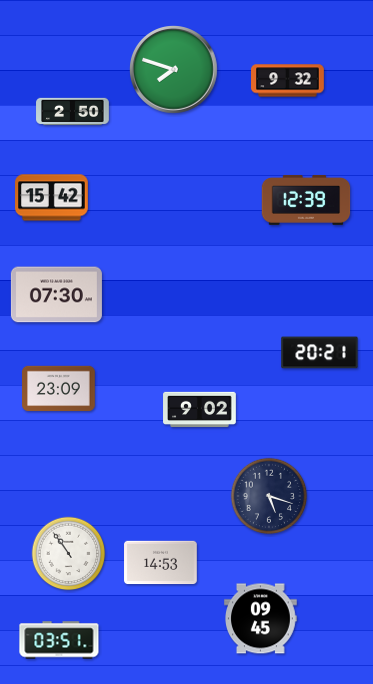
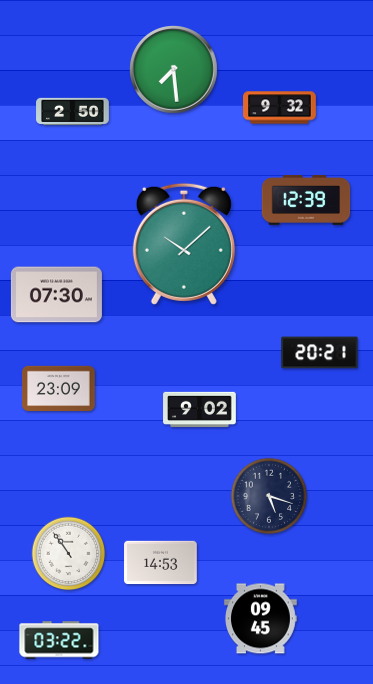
clock at (174, 70): 7:48 -> 7:29
clock at (288, 81) position: (288, 81) -> (280, 108)
clock at (52, 198): 15:42 -> none
clock at (184, 244): none -> 10:08
clock at (59, 640): 03:51 -> 03:22
